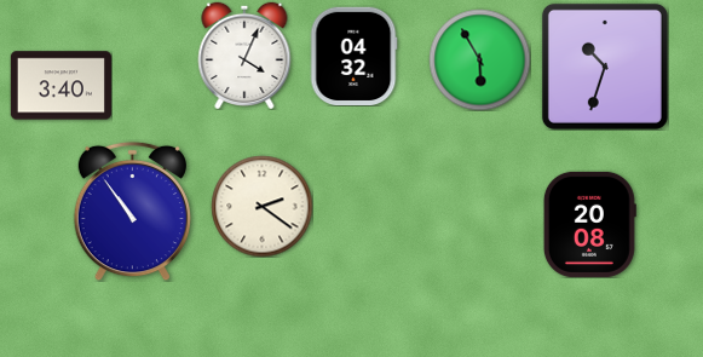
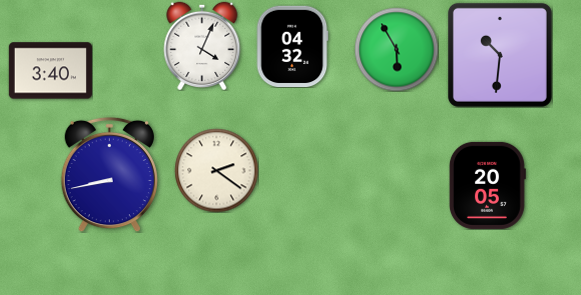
clock at (605, 67): 10:33 -> 10:31
clock at (132, 211): 10:54 -> 8:43
clock at (589, 224): 20:08 -> 20:05
